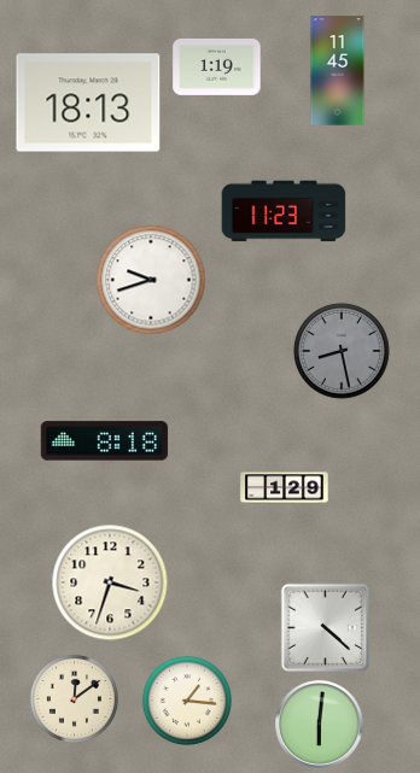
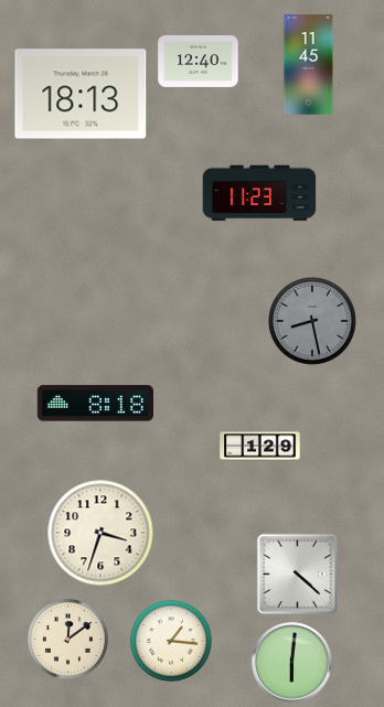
clock at (217, 66): 1:19 -> 12:40
clock at (151, 280): 9:42 -> none
